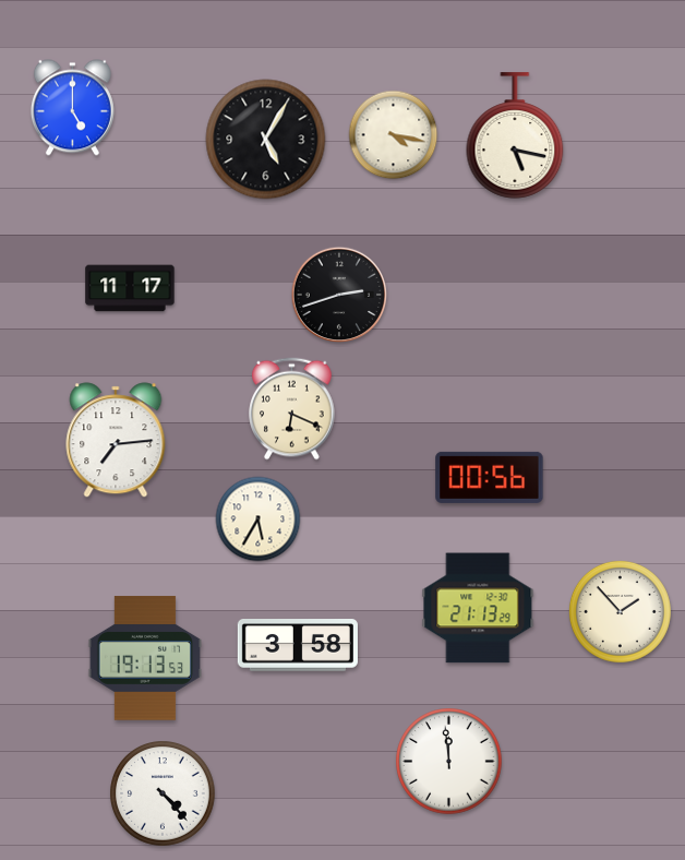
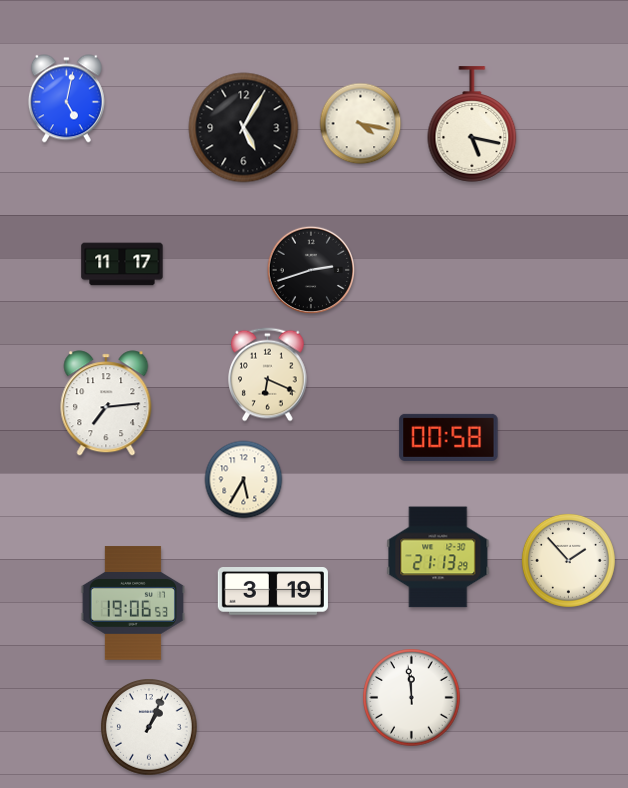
clock at (72, 108): 5:00 -> 5:02
clock at (130, 288) position: (130, 288) -> (122, 264)
clock at (490, 477): 00:56 -> 00:58
clock at (259, 519) position: (259, 519) -> (244, 480)
clock at (298, 646): 3:58 -> 3:19
clock at (145, 658): 19:13 -> 19:06
clock at (163, 793): 4:23 -> 1:04
